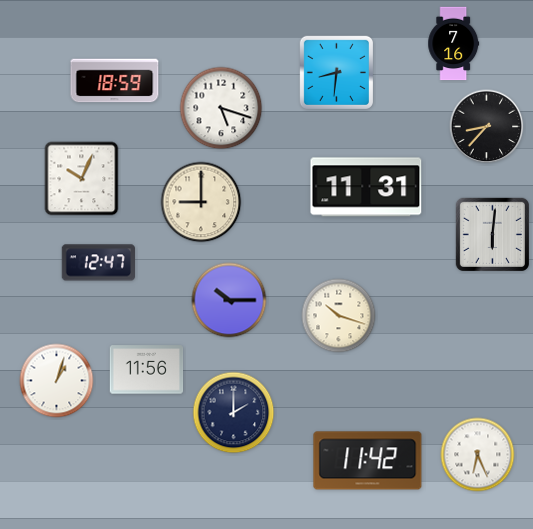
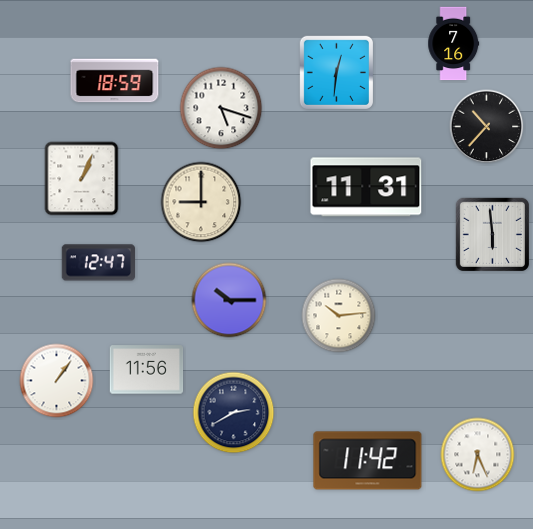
clock at (336, 72): 8:31 -> 12:31
clock at (487, 127): 8:37 -> 10:37
clock at (82, 179): 10:04 -> 1:04
clock at (492, 234): 6:01 -> 5:59
clock at (339, 316): 10:18 -> 10:14
clock at (57, 381): 1:03 -> 1:06
clock at (234, 413): 2:00 -> 2:40
